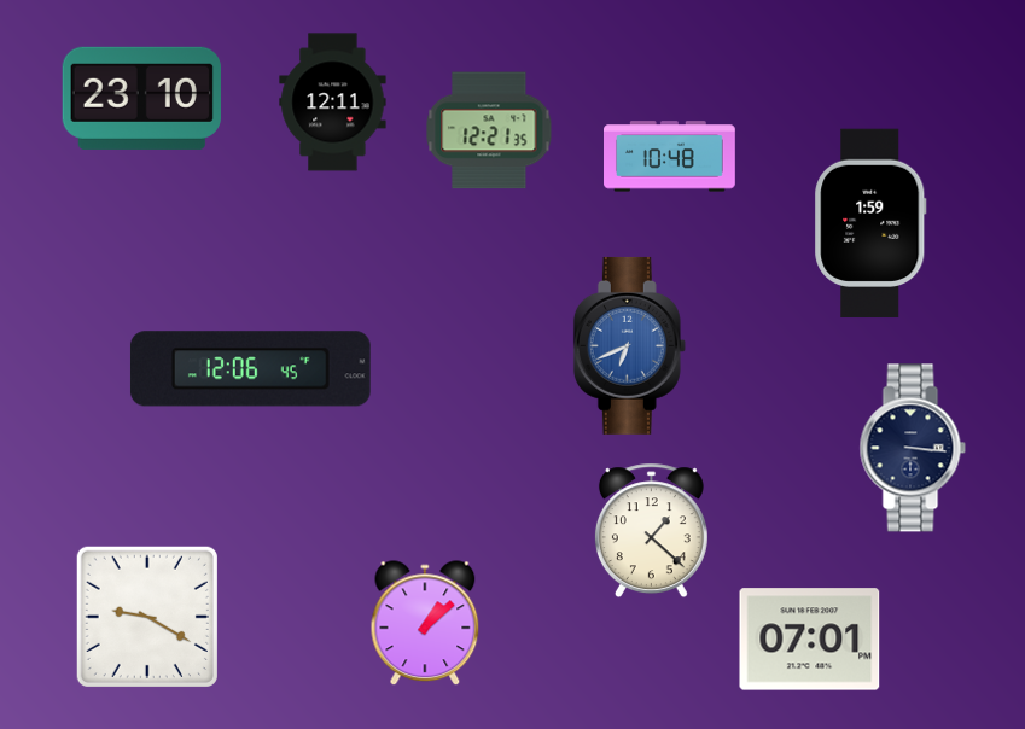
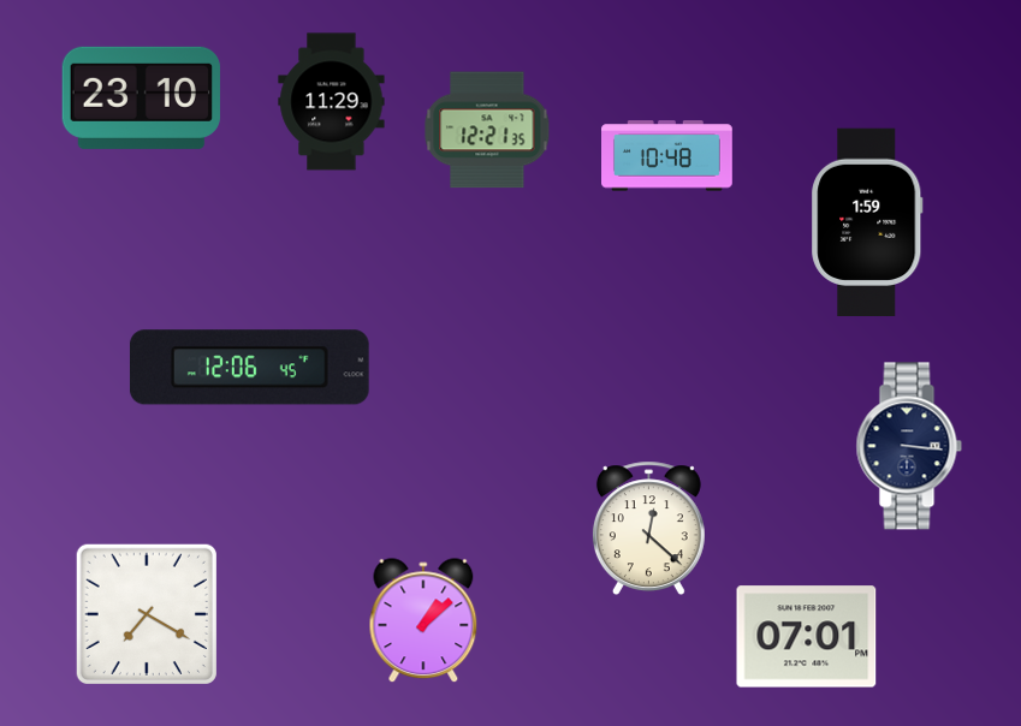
clock at (333, 103): 12:11 -> 11:29
clock at (629, 345): 6:41 -> none
clock at (651, 531): 1:22 -> 12:22
clock at (147, 617): 9:20 -> 7:20
